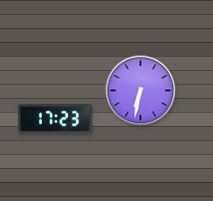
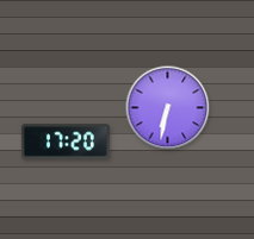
clock at (55, 119): 17:23 -> 17:20
